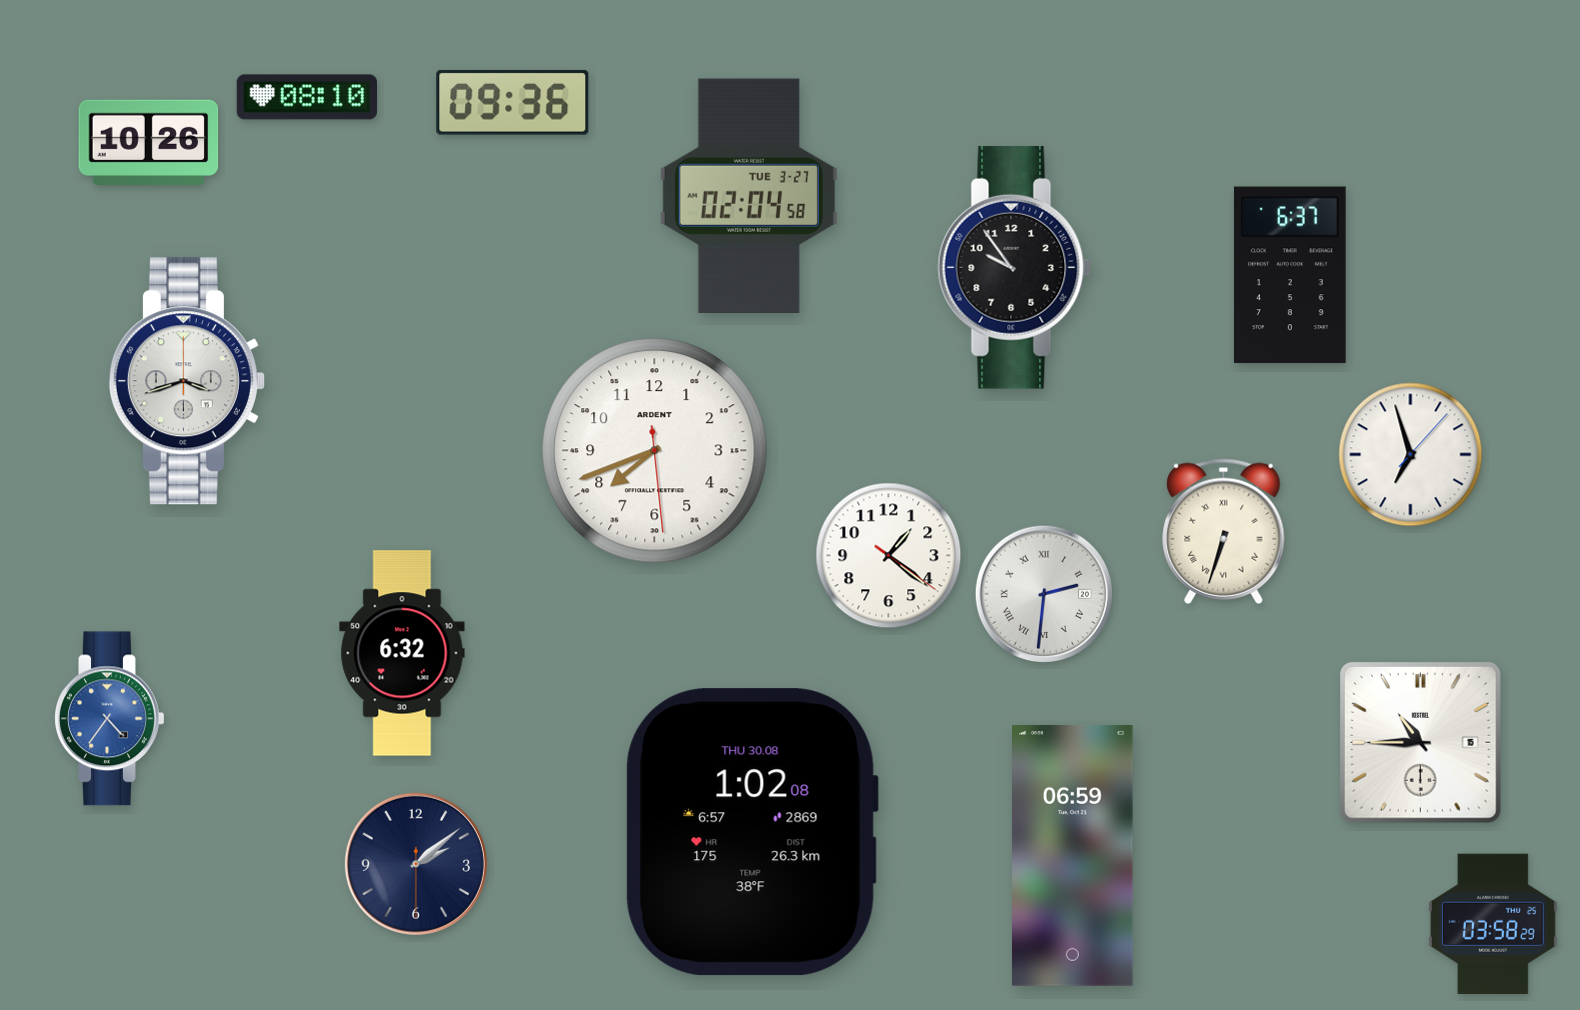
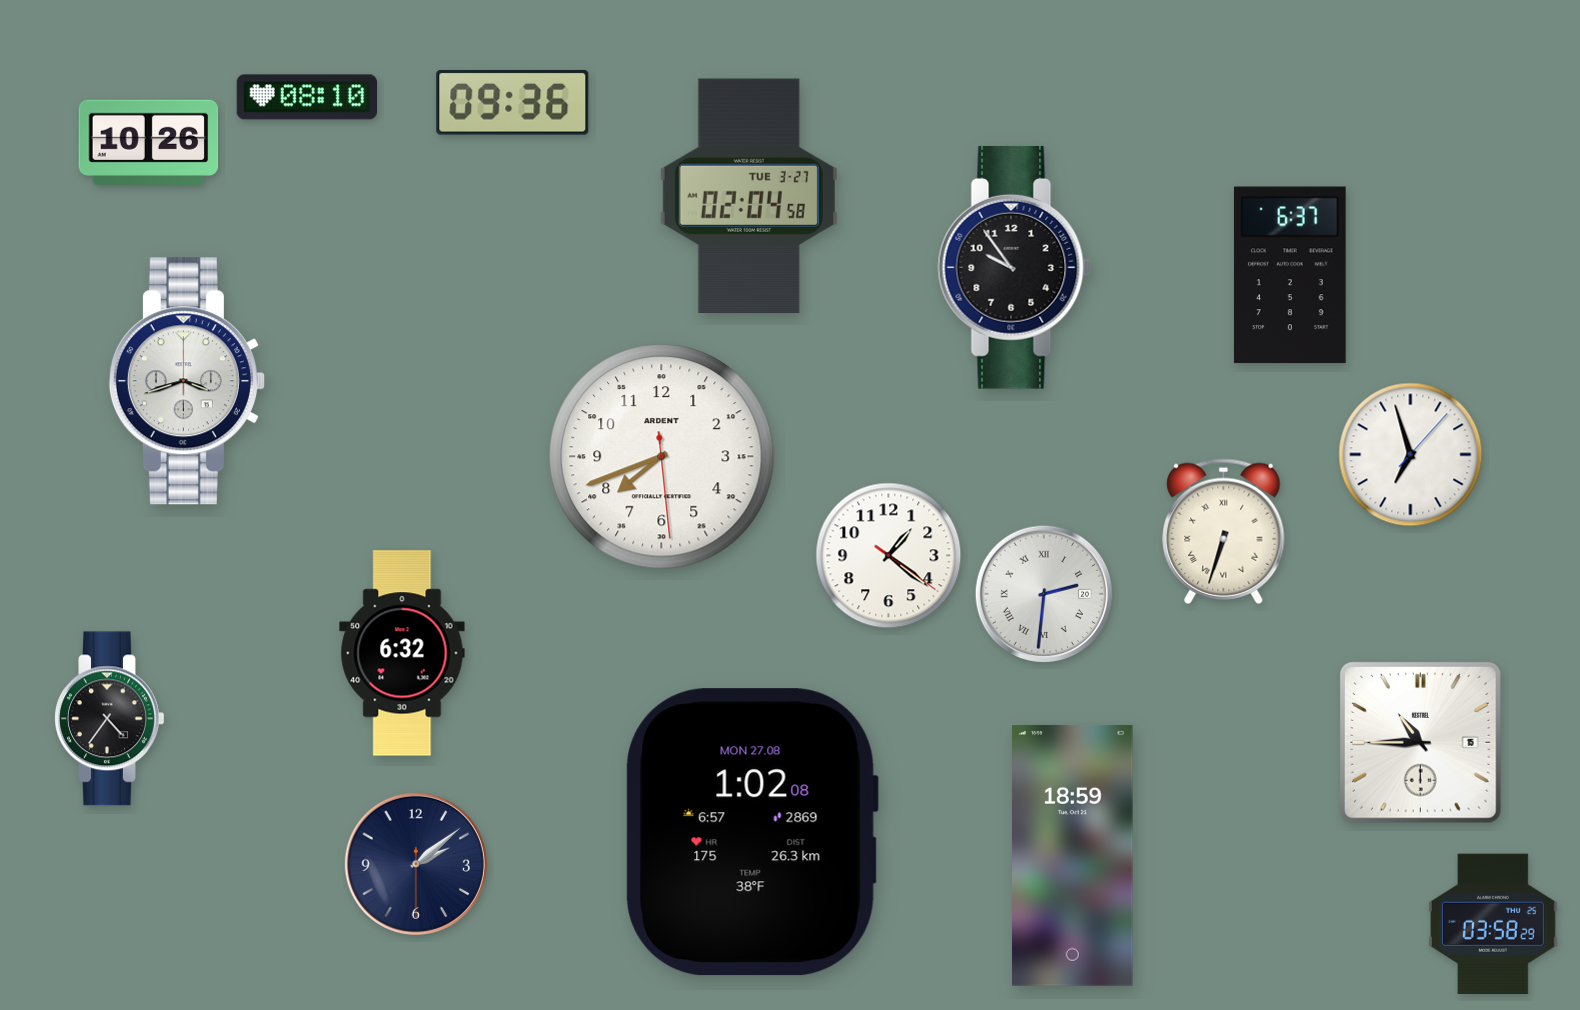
clock at (655, 451) position: (655, 451) -> (662, 457)
clock at (110, 719) dial: blue -> black
clock at (752, 832) date: THU 30.08 -> MON 27.08
clock at (1073, 855): 06:59 -> 18:59
